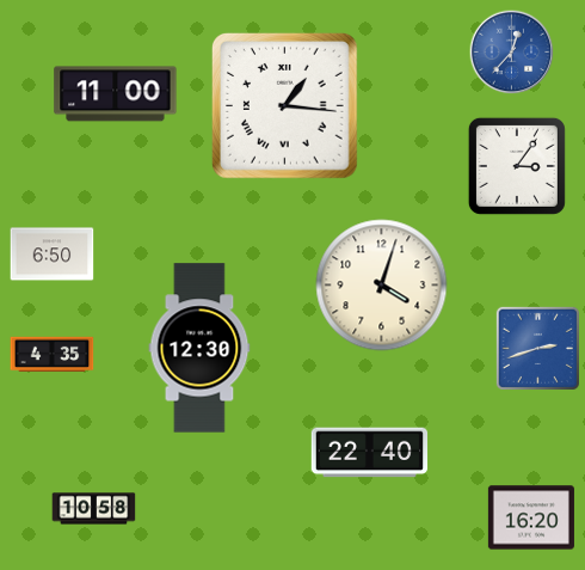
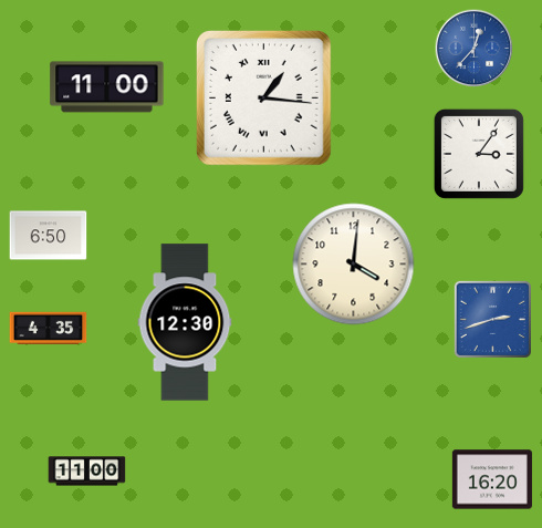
clock at (382, 286): 4:03 -> 4:01
clock at (537, 348) position: (537, 348) -> (492, 319)
clock at (370, 453): 22:40 -> none
clock at (94, 509): 10:58 -> 11:00
